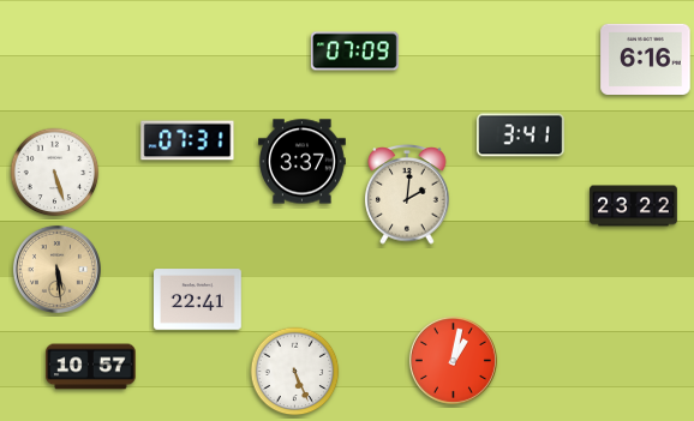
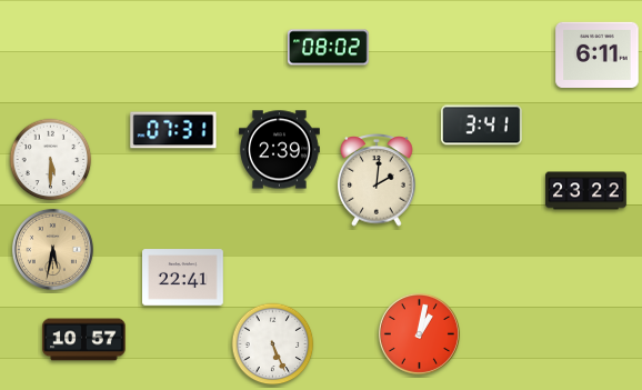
clock at (355, 52): 07:09 -> 08:02
clock at (646, 59): 6:16 -> 6:11
clock at (303, 162): 3:37 -> 2:39
clock at (55, 173): 5:27 -> 5:30
clock at (56, 269): 5:29 -> 5:32
